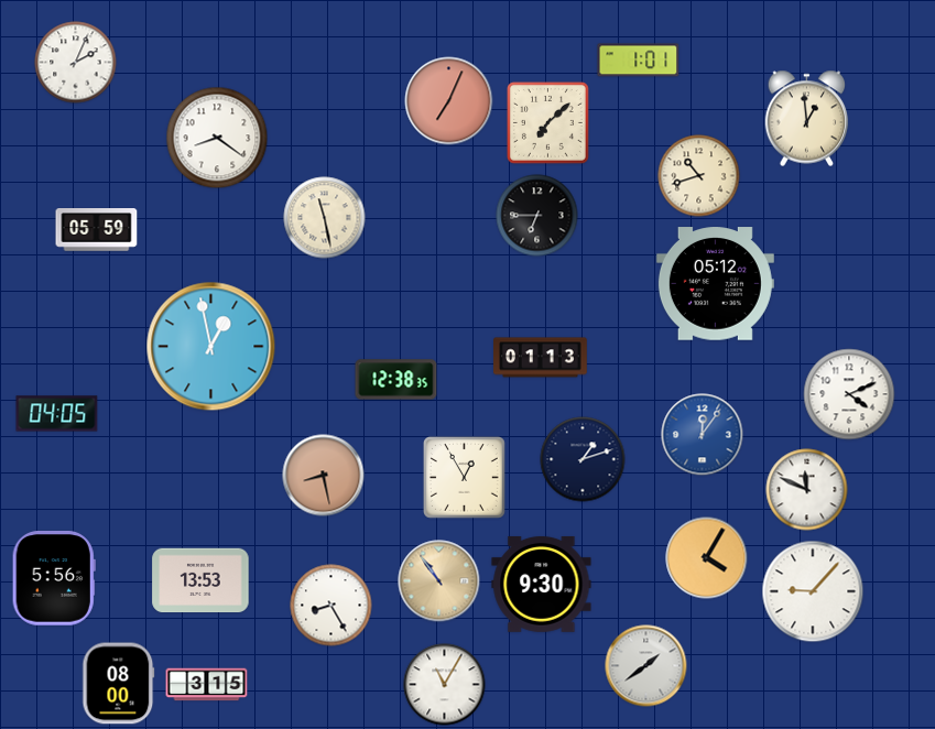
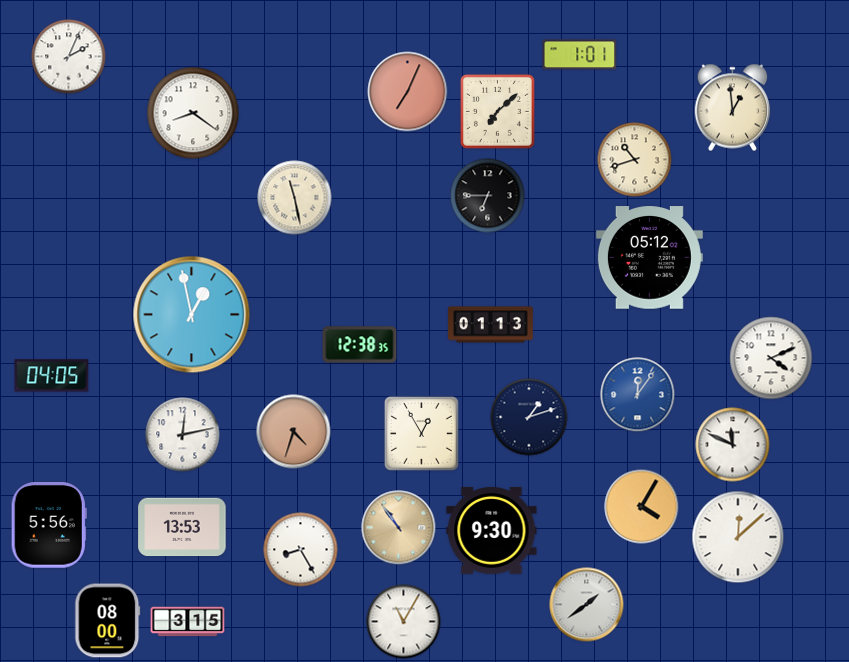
clock at (217, 138) position: (217, 138) -> (193, 113)
clock at (97, 230): 05:59 -> none
clock at (324, 476): 8:28 -> 4:33
clock at (183, 435): none -> 12:13
clock at (813, 591): 9:07 -> 12:08
